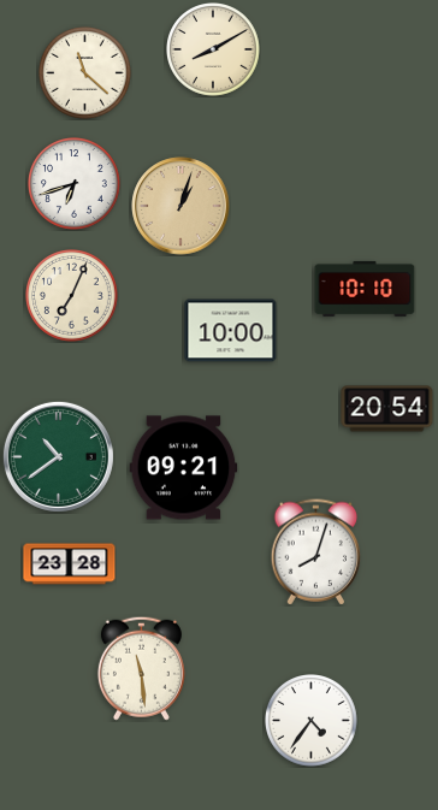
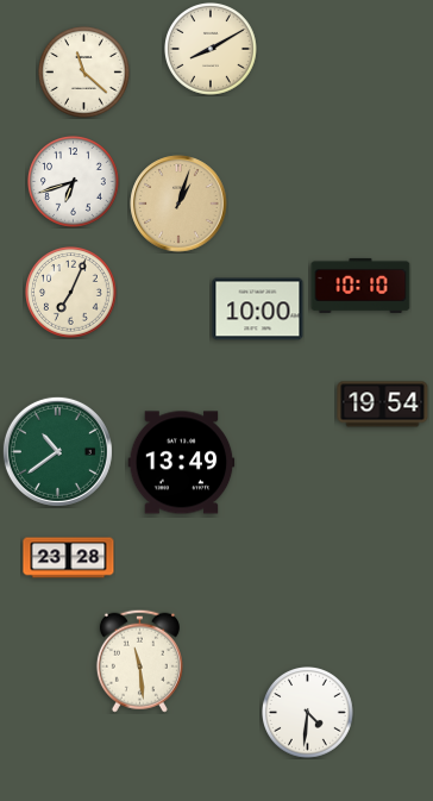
clock at (231, 331) position: (231, 331) -> (258, 309)
clock at (387, 409): 20:54 -> 19:54
clock at (184, 468): 09:21 -> 13:49
clock at (316, 552): 8:03 -> none
clock at (312, 721): 4:36 -> 4:31
